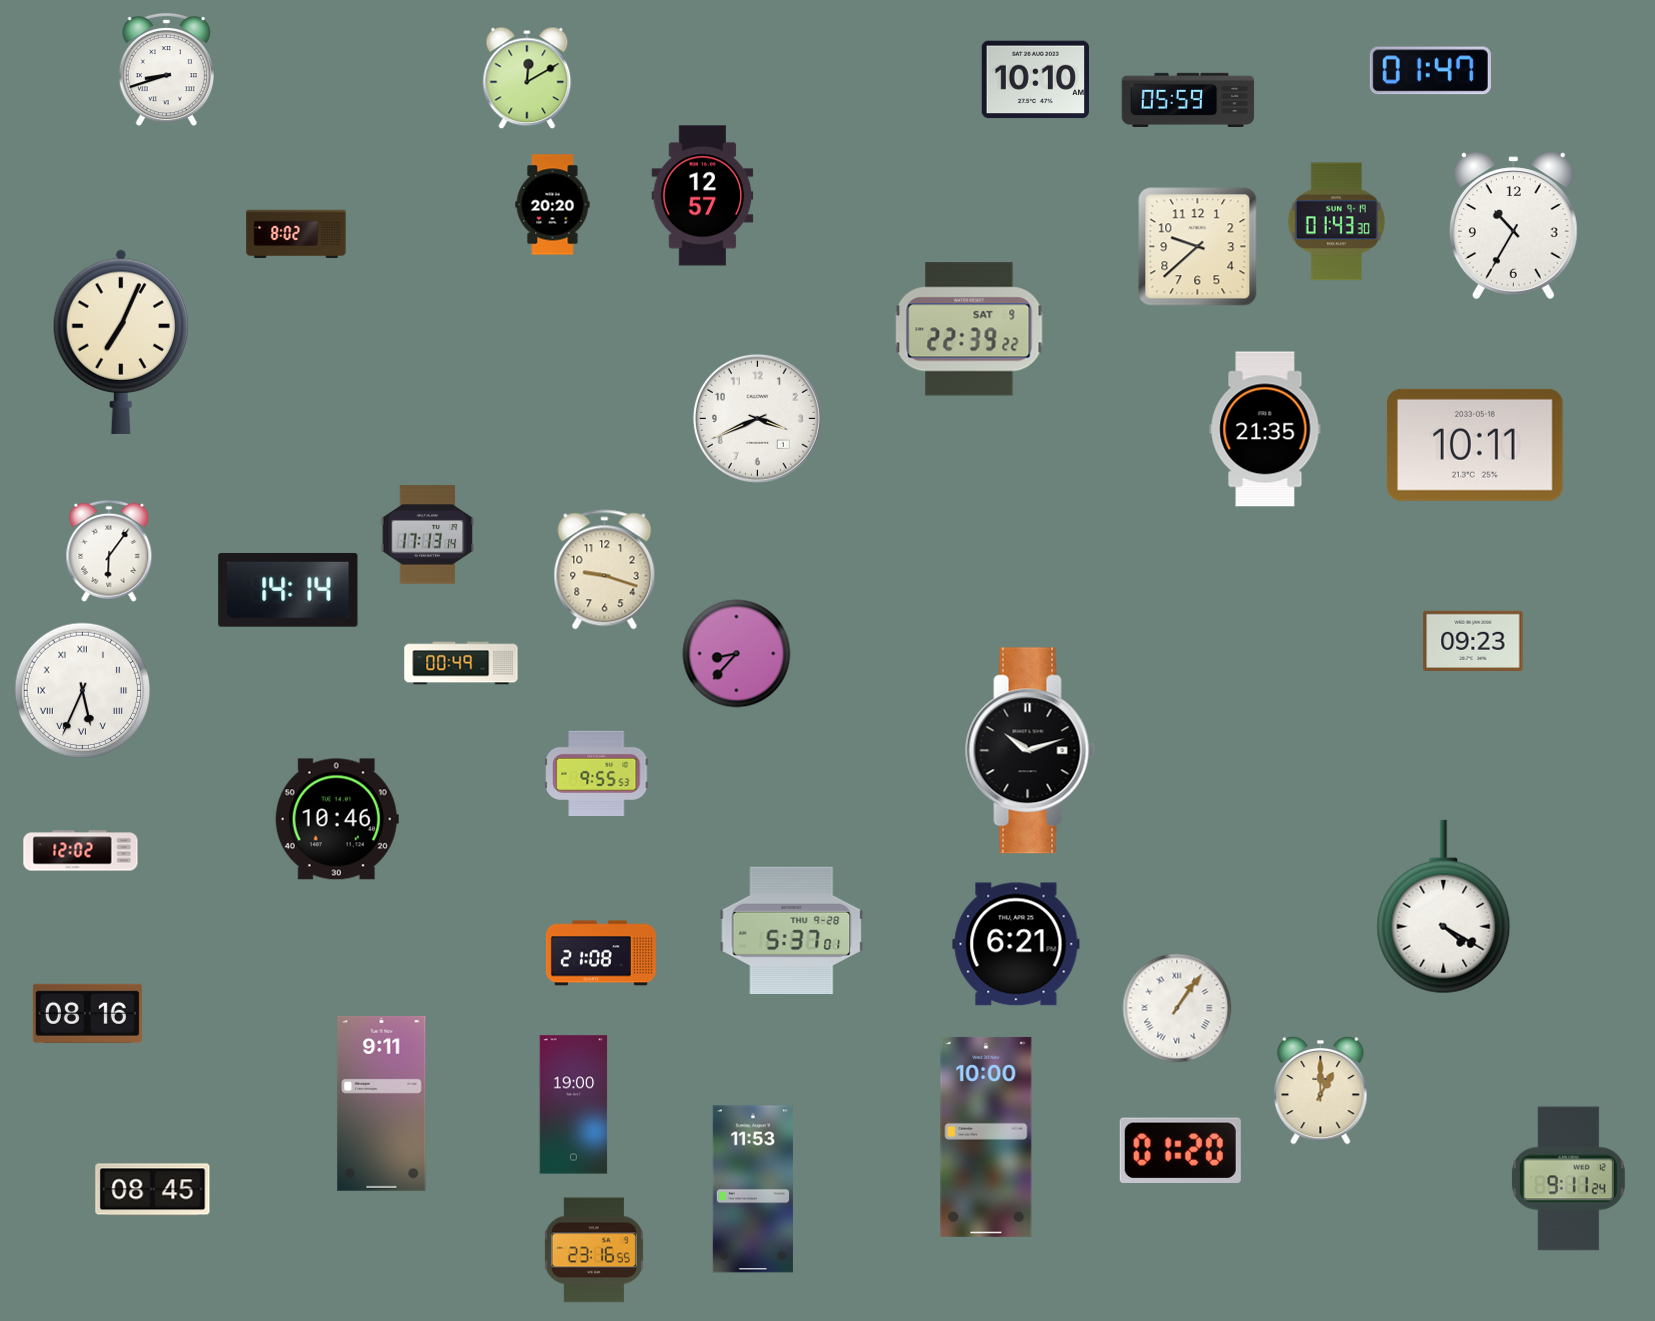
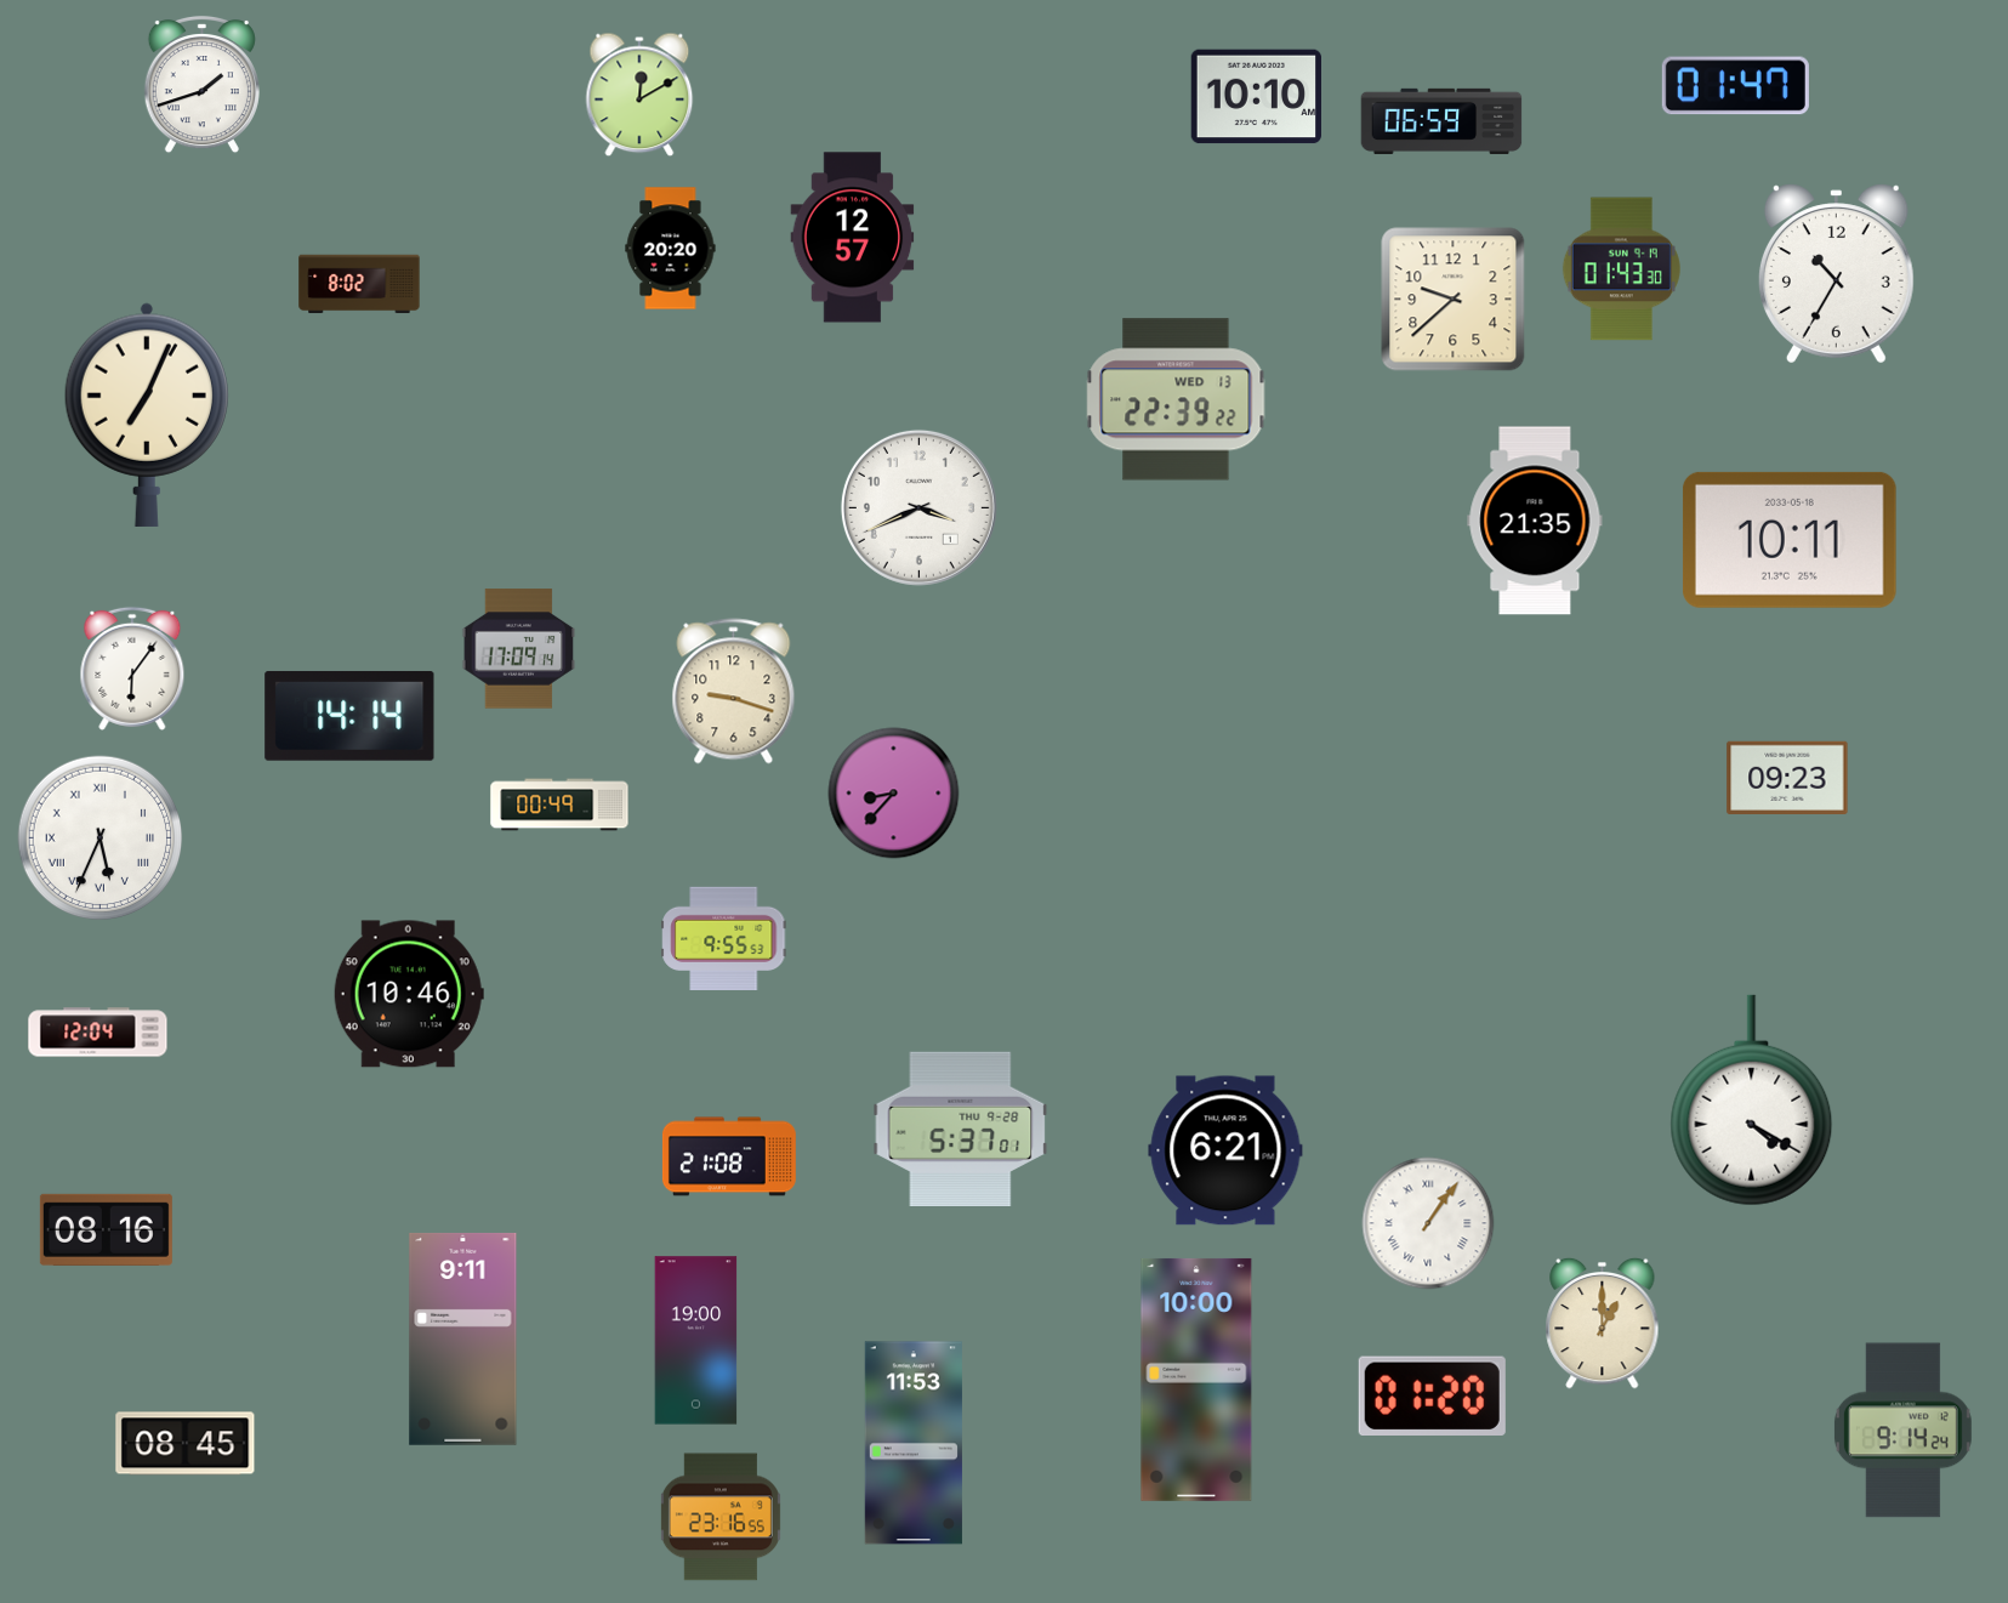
clock at (166, 70): 8:42 -> 1:42
clock at (1188, 100): 05:59 -> 06:59
clock at (969, 329) date: SAT 9 -> WED 13
clock at (428, 535): 17:13 -> 17:09
clock at (1031, 751): 10:12 -> none
clock at (81, 851): 12:02 -> 12:04
clock at (1016, 944) position: (1016, 944) -> (1225, 1150)
clock at (1568, 1179): 9:11 -> 9:14
